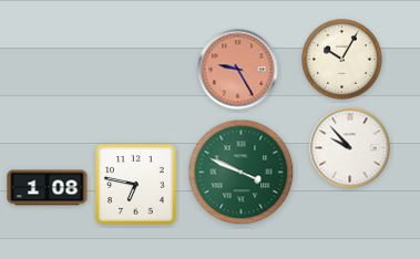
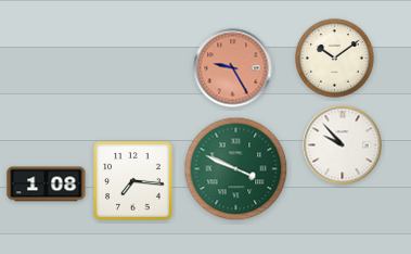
clock at (342, 60): 10:05 -> 10:09
clock at (136, 185): 6:47 -> 7:16
